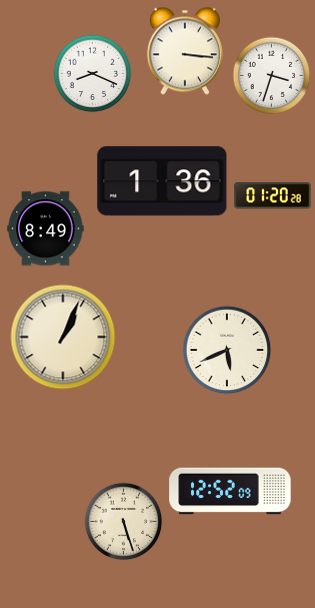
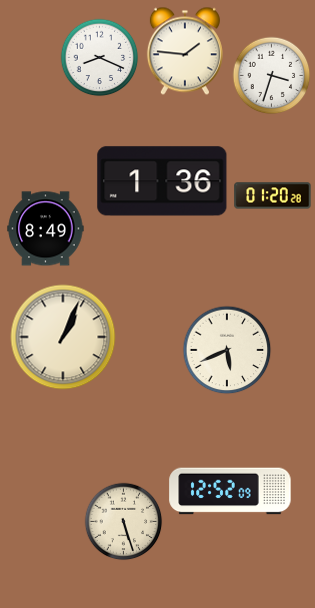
clock at (185, 51): 3:16 -> 1:46
clock at (92, 73) position: (92, 73) -> (99, 57)
